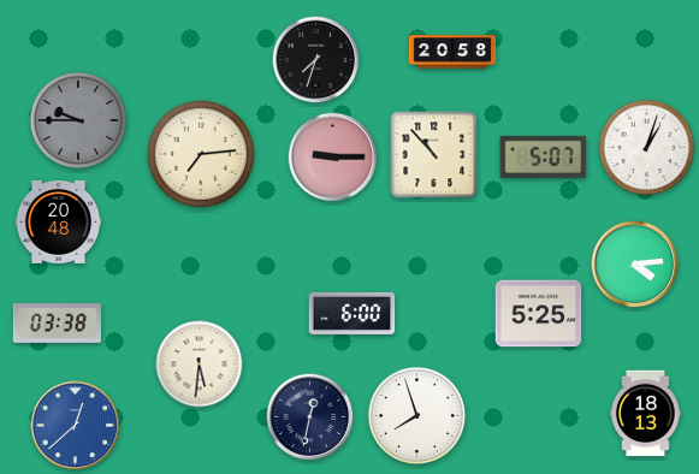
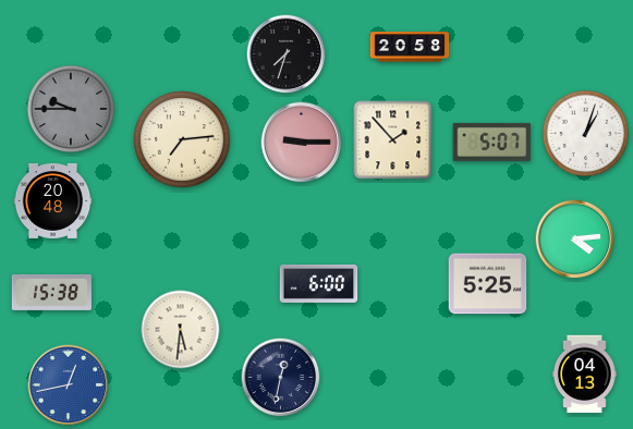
clock at (434, 155): 10:53 -> 1:53
clock at (57, 322): 03:38 -> 15:38
clock at (645, 414): 18:13 -> 04:13
clock at (417, 416): 7:57 -> none
clock at (76, 426): 12:38 -> 12:43
